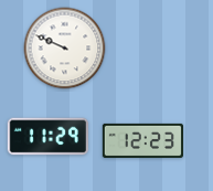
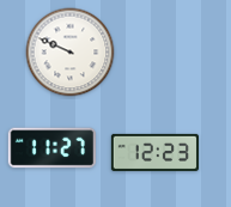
clock at (47, 137): 11:29 -> 11:27
